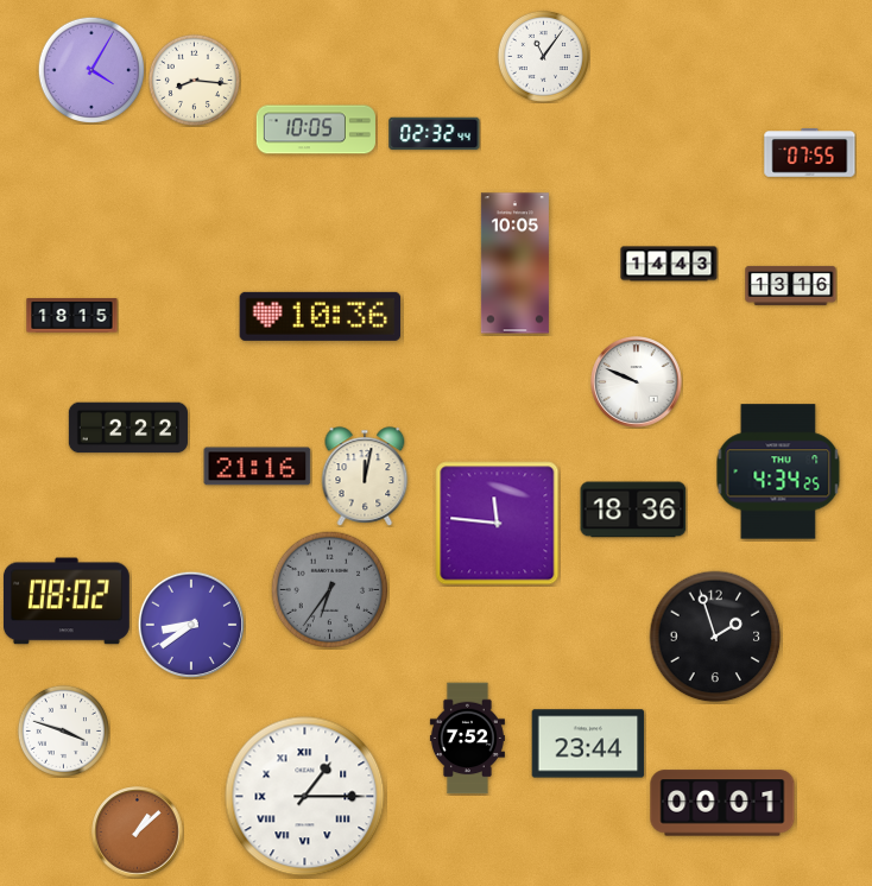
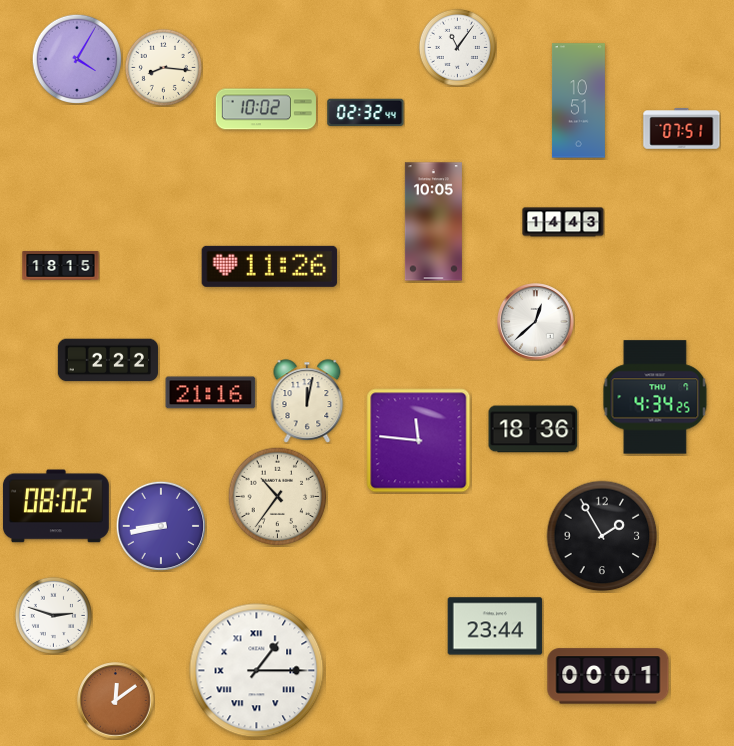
clock at (578, 101): none -> 10:51
clock at (316, 129): 10:05 -> 10:02
clock at (810, 153): 07:55 -> 07:51
clock at (791, 285): 13:16 -> none
clock at (321, 316): 10:36 -> 11:26
clock at (637, 382): 9:49 -> 12:38
clock at (258, 467) position: (258, 467) -> (211, 393)
clock at (330, 590): 6:36 -> 10:36
clock at (330, 590) dial: grey -> cream
clock at (190, 624): 8:39 -> 8:43
clock at (715, 637): 1:57 -> 1:55
clock at (63, 730): 3:48 -> 2:48
clock at (467, 739): 7:52 -> none
clock at (138, 833): 1:08 -> 12:09
